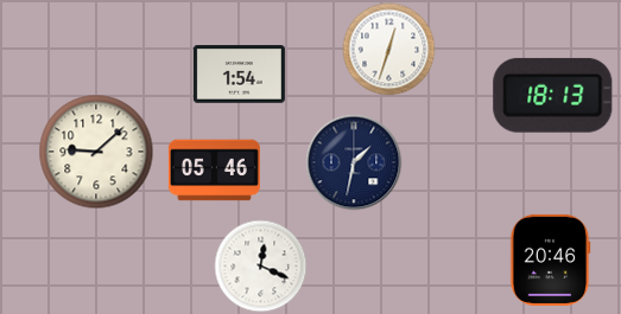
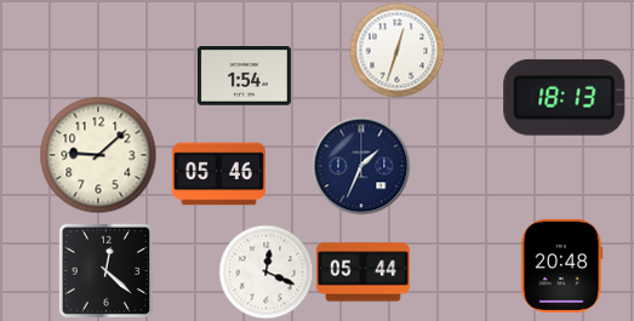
clock at (354, 162): 1:32 -> 1:34
clock at (550, 259): 20:46 -> 20:48
clock at (105, 270): none -> 12:22
clock at (362, 273): none -> 05:44
